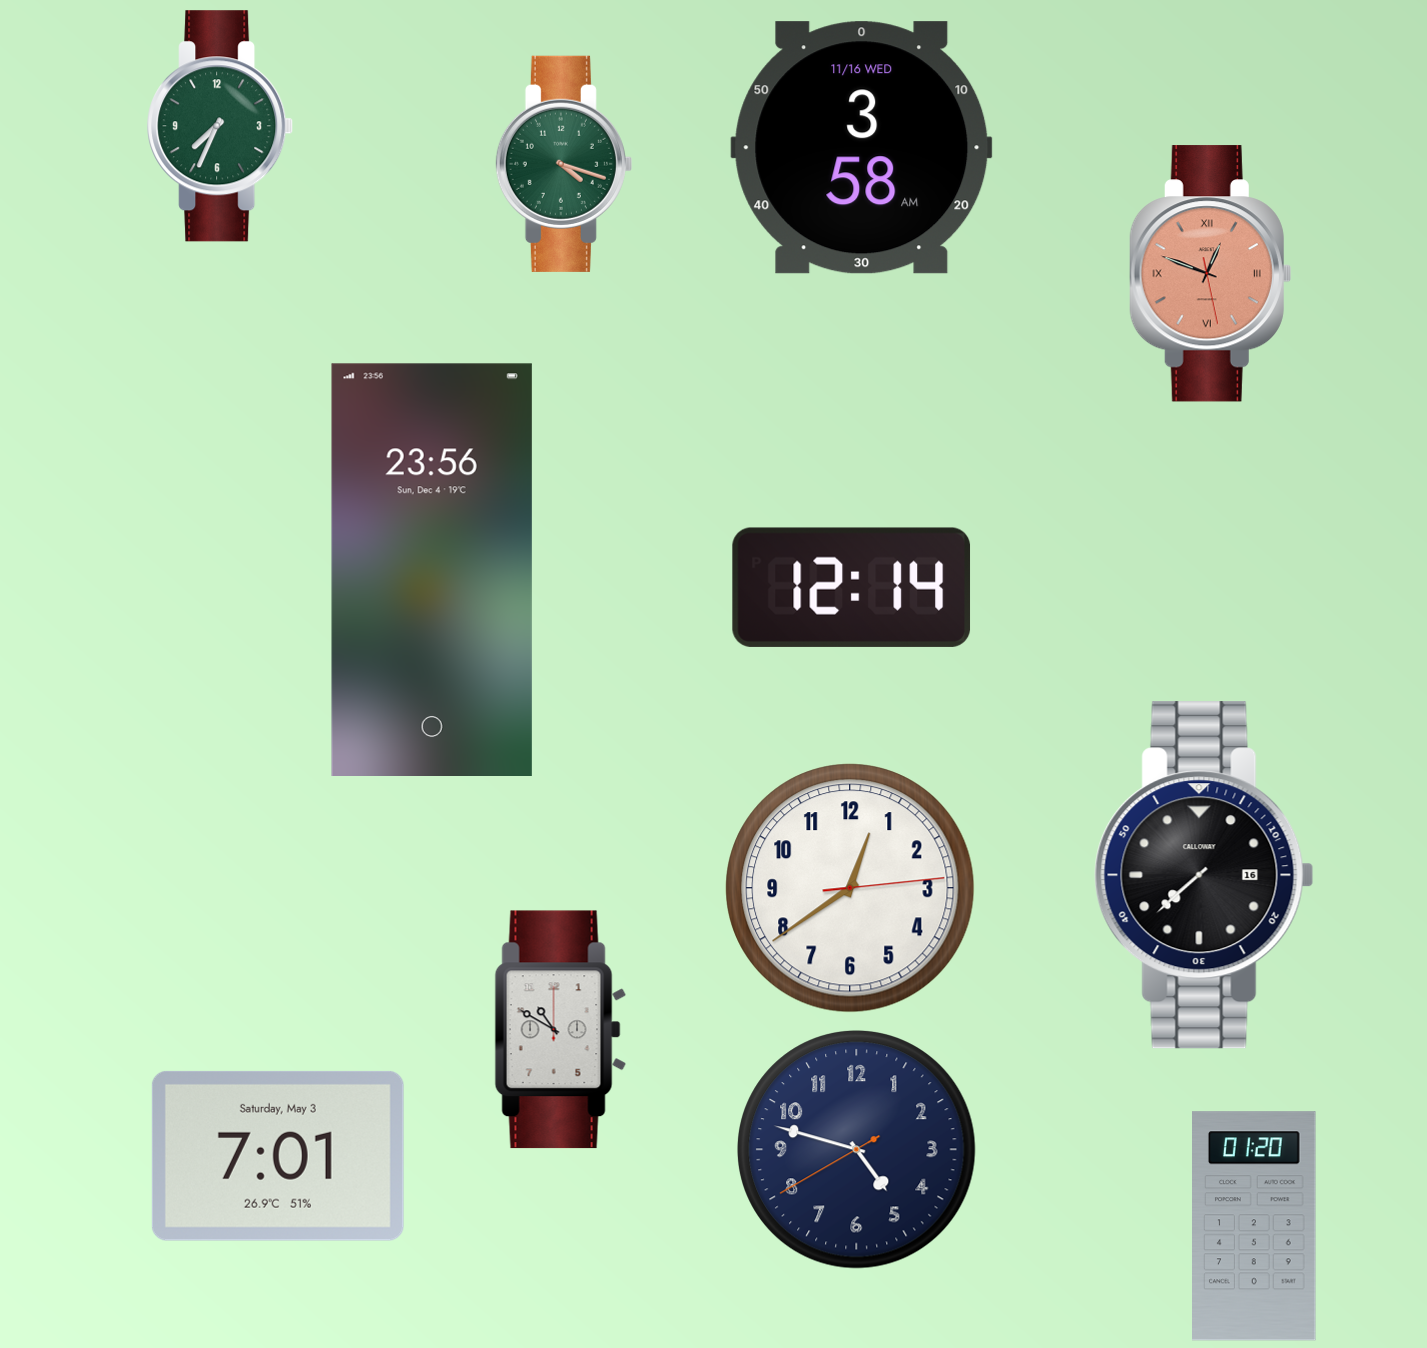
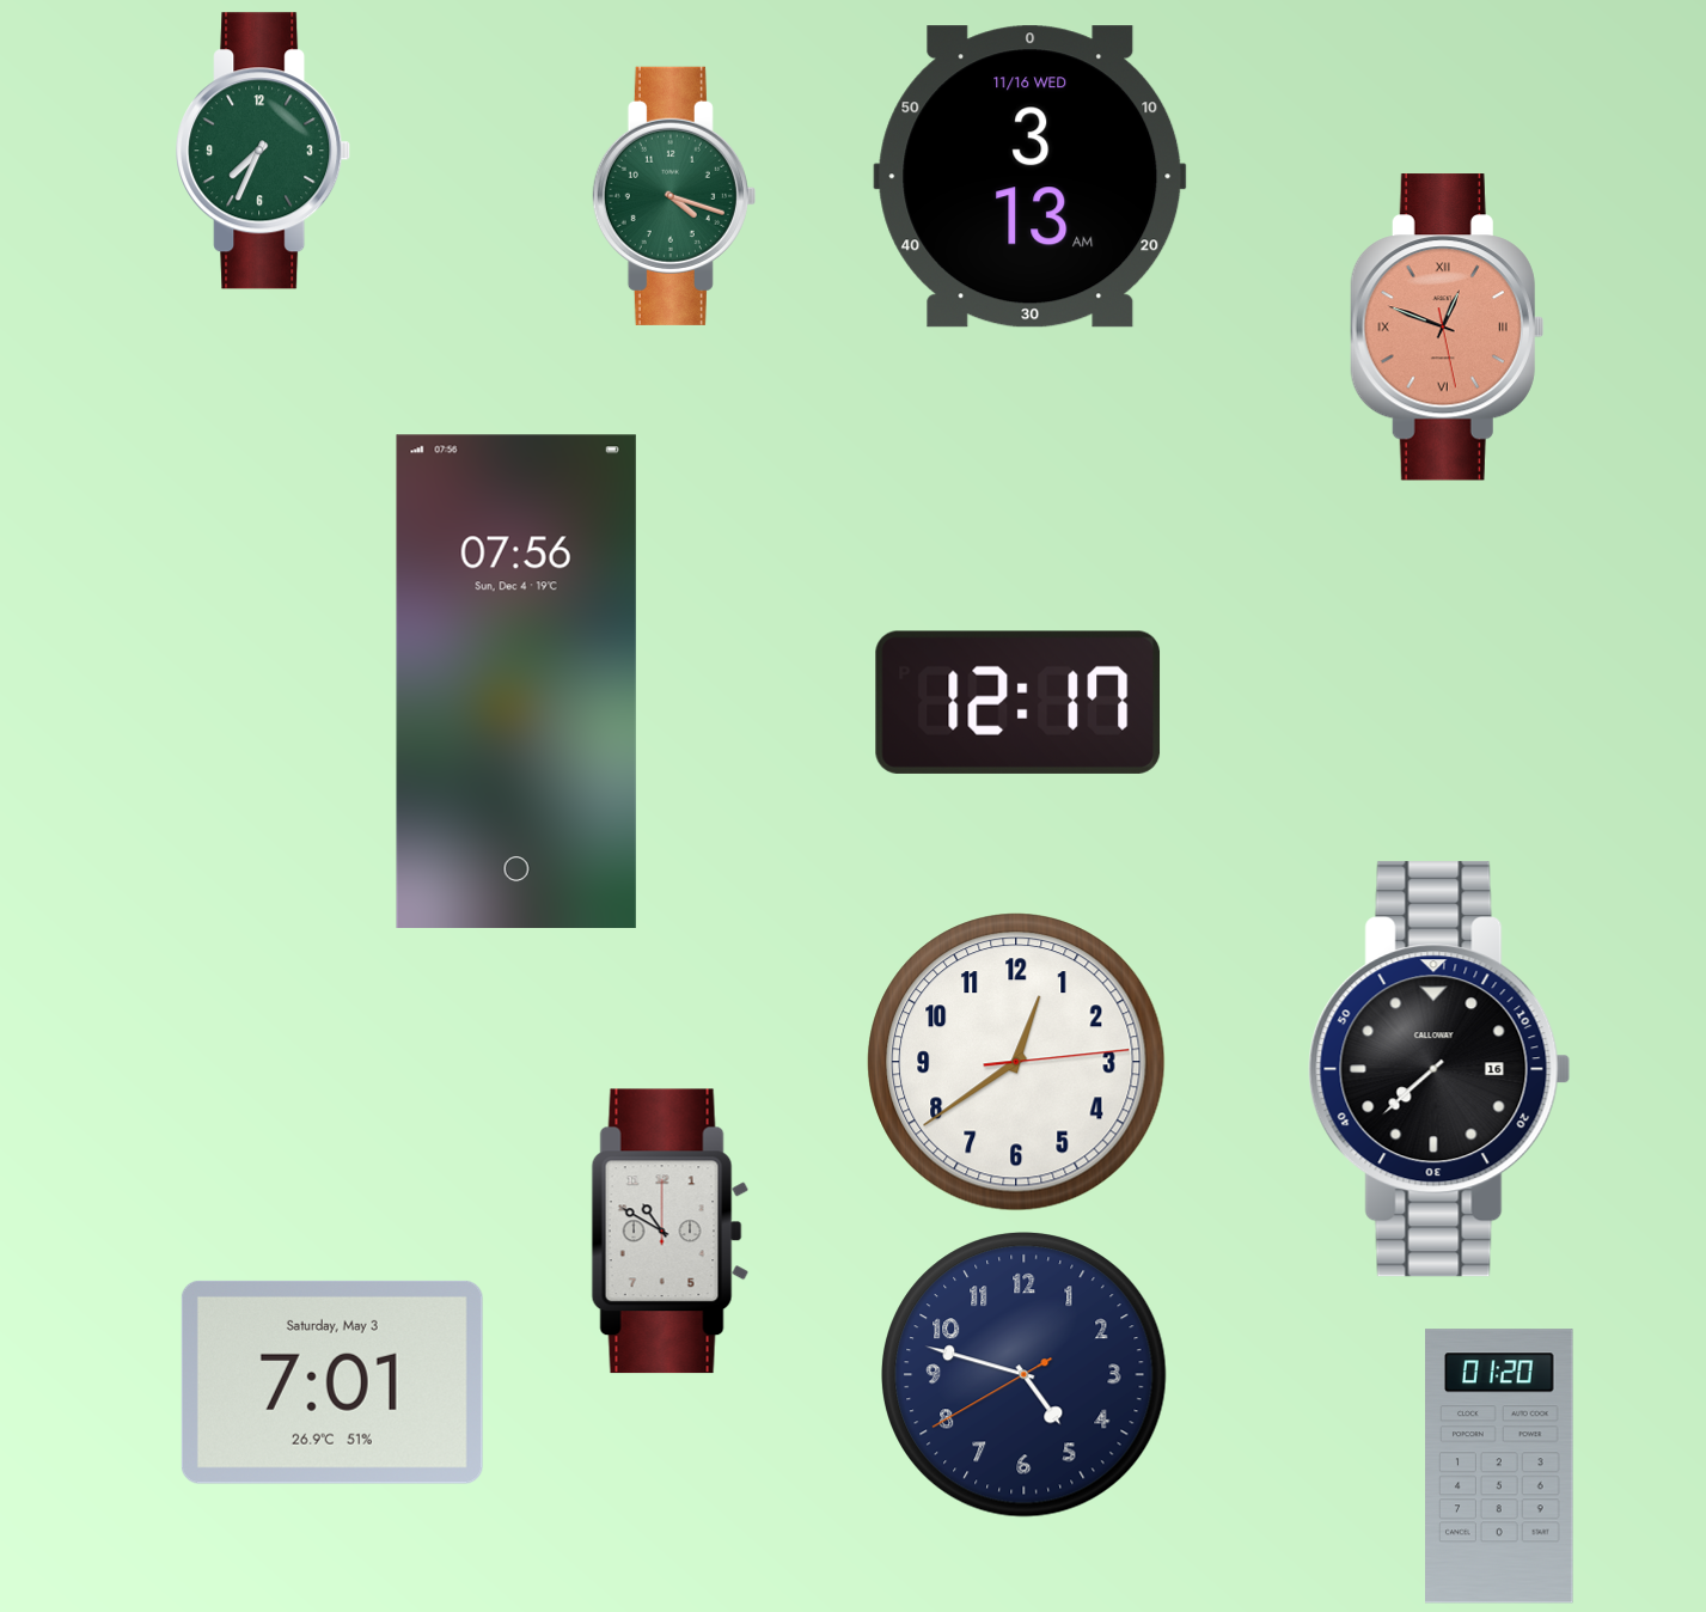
clock at (862, 148): 3:58 -> 3:13
clock at (432, 569): 23:56 -> 07:56
clock at (852, 587): 12:14 -> 12:17
clock at (1204, 875) position: (1204, 875) -> (1439, 1069)
